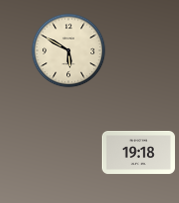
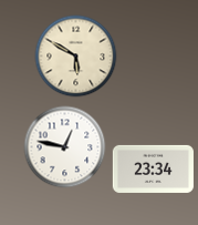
clock at (65, 147): none -> 12:47
clock at (138, 152): 19:18 -> 23:34
